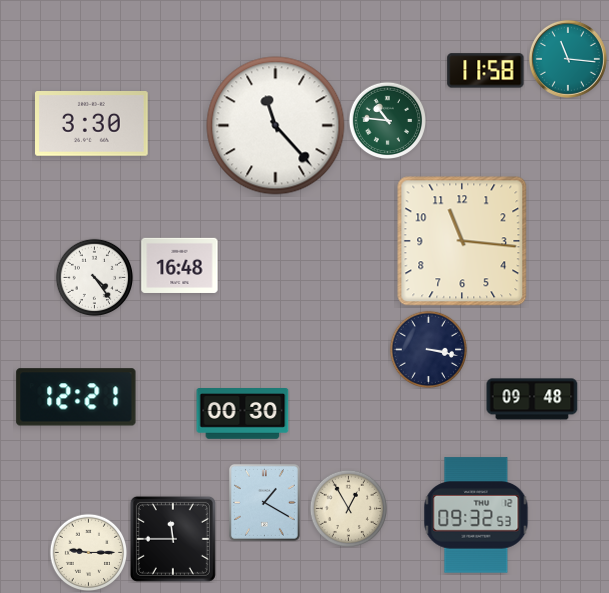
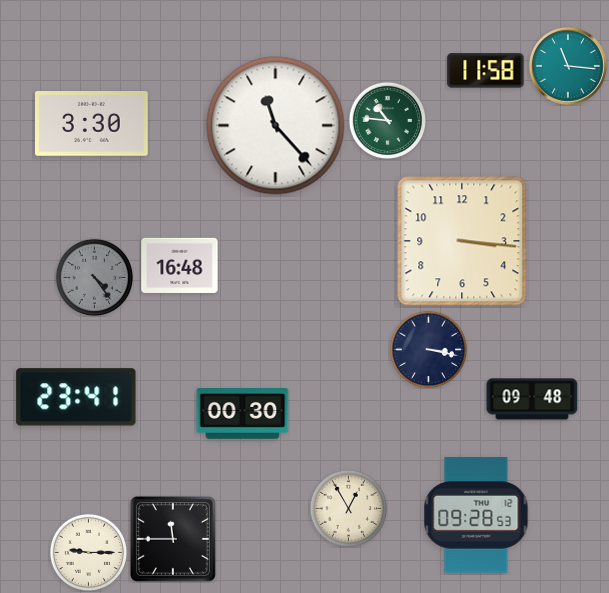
clock at (568, 59) position: (568, 59) -> (568, 66)
clock at (462, 241): 11:16 -> 3:16
clock at (94, 277) dial: white -> grey
clock at (76, 397): 12:21 -> 23:41
clock at (264, 502): 1:20 -> none
clock at (476, 515): 09:32 -> 09:28
